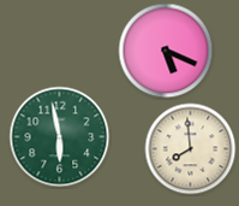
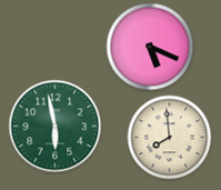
clock at (166, 51) position: (166, 51) -> (150, 47)
clock at (191, 149) position: (191, 149) -> (170, 138)
